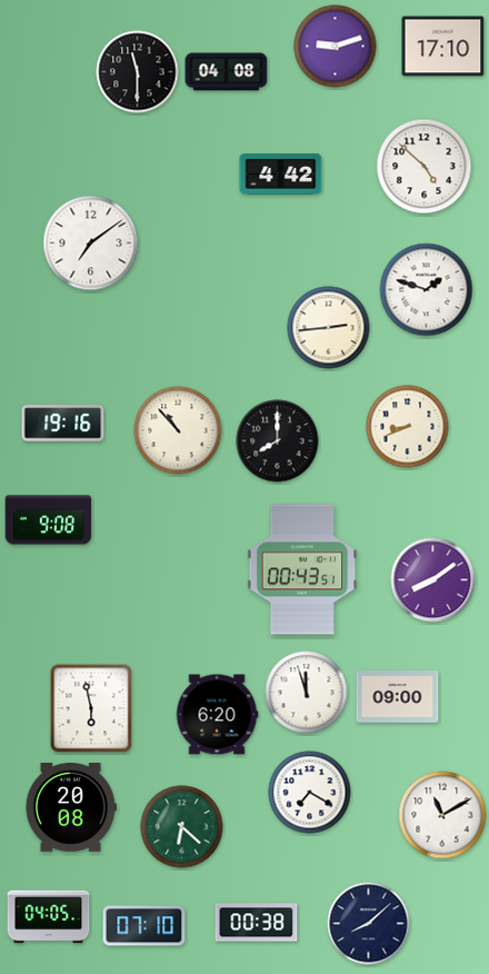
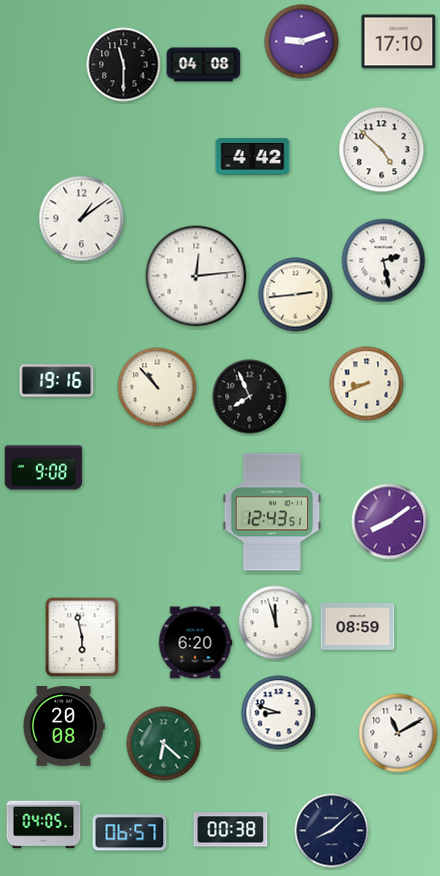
clock at (91, 244): 7:09 -> 1:09
clock at (427, 290): 1:48 -> 2:28
clock at (196, 276): none -> 12:14
clock at (178, 430) position: (178, 430) -> (157, 387)
clock at (278, 441): 8:00 -> 7:56
clock at (302, 569): 00:43 -> 12:43
clock at (398, 697): 09:00 -> 08:59
clock at (310, 793): 7:20 -> 8:48
clock at (144, 926): 07:10 -> 06:57
